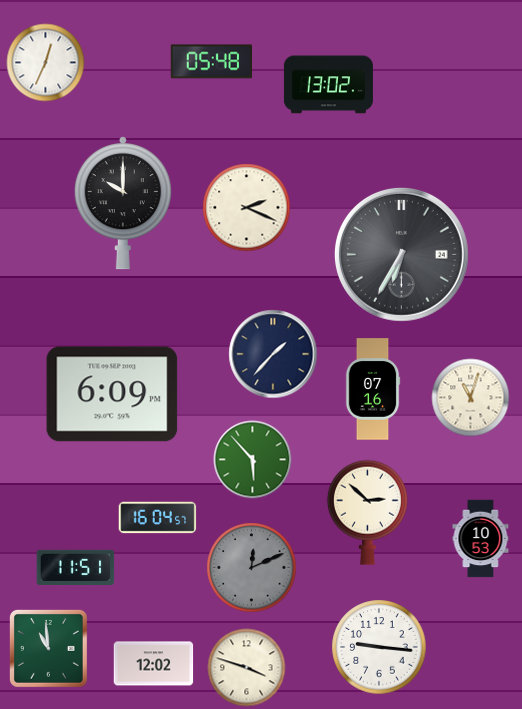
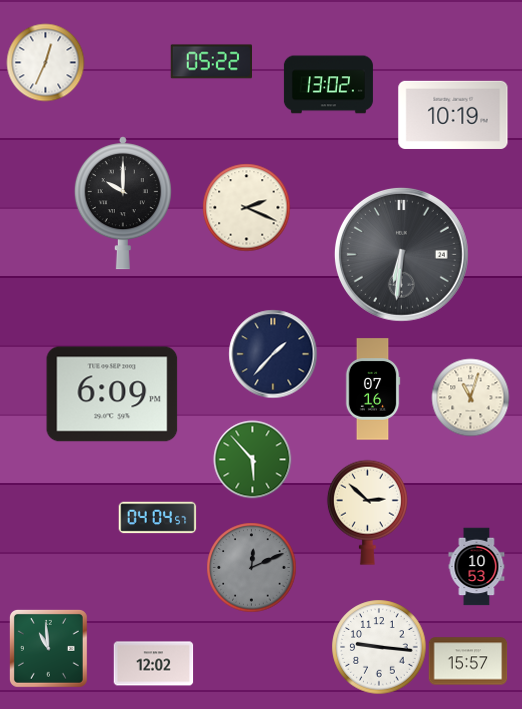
clock at (211, 62): 05:48 -> 05:22
clock at (453, 115): none -> 10:19
clock at (401, 254): 6:35 -> 6:31
clock at (157, 518): 16:04 -> 04:04
clock at (481, 538) position: (481, 538) -> (477, 566)
clock at (75, 567): 11:51 -> none
clock at (468, 661): none -> 15:57
clock at (246, 667): 3:48 -> none
